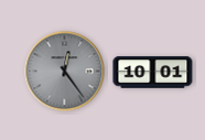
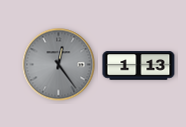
clock at (153, 73): 10:01 -> 1:13
